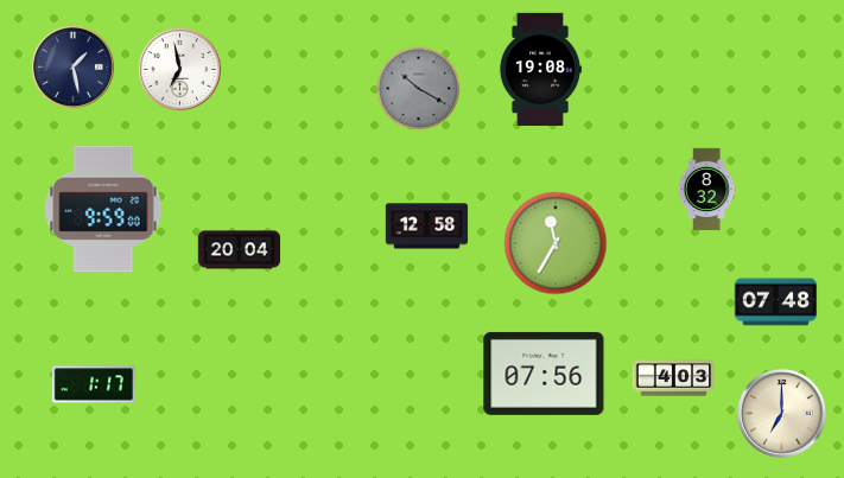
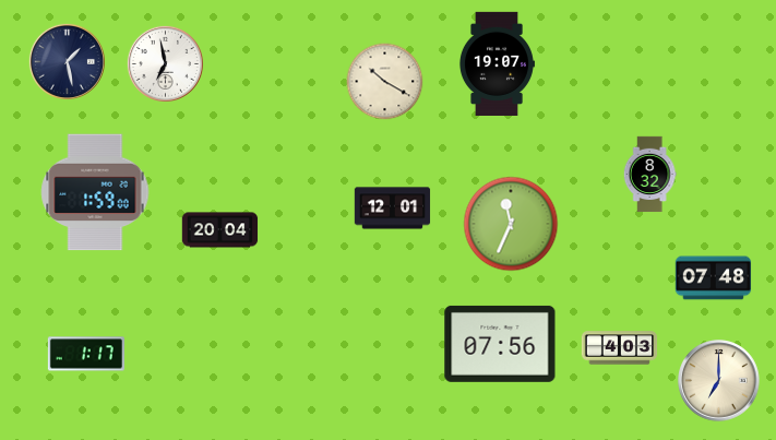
clock at (540, 69): 19:08 -> 19:07
clock at (419, 89) dial: grey -> cream
clock at (103, 209): 9:59 -> 1:59
clock at (427, 227): 12:58 -> 12:01
clock at (556, 243): 11:35 -> 11:34
